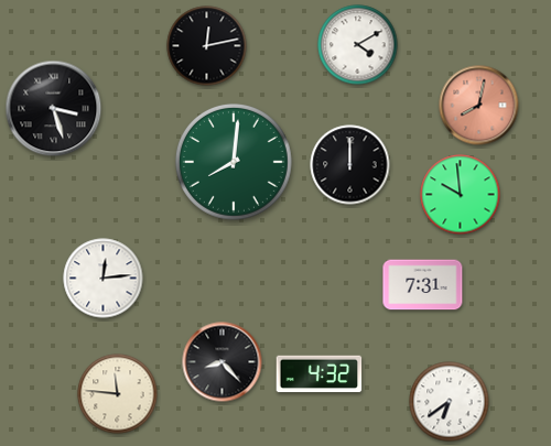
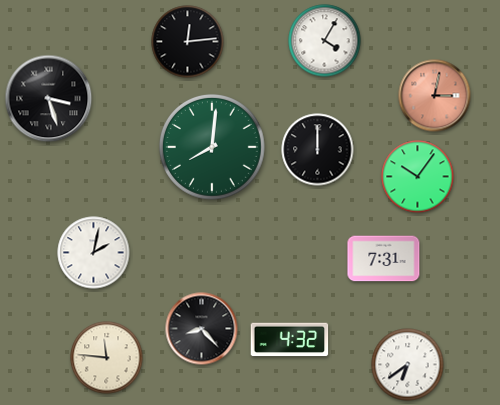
clock at (358, 45): 4:10 -> 4:05
clock at (207, 46): 12:13 -> 12:14
clock at (479, 106): 8:02 -> 3:02
clock at (461, 195): 9:59 -> 10:06
clock at (104, 279): 12:14 -> 2:02
